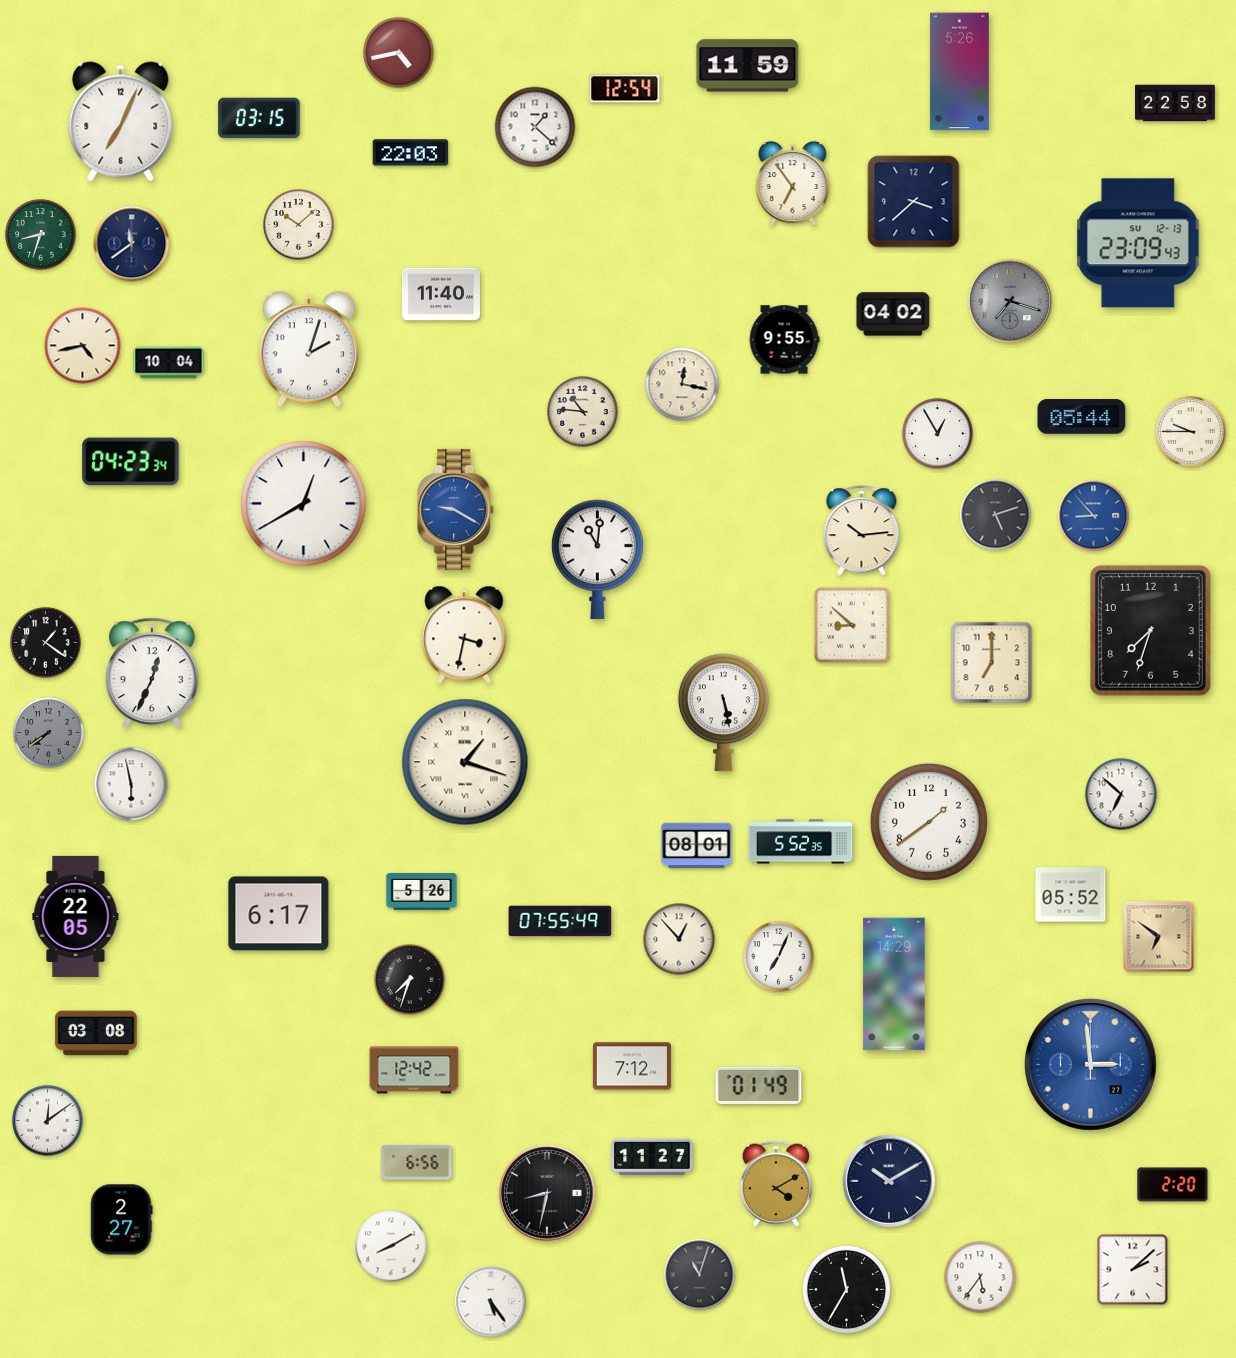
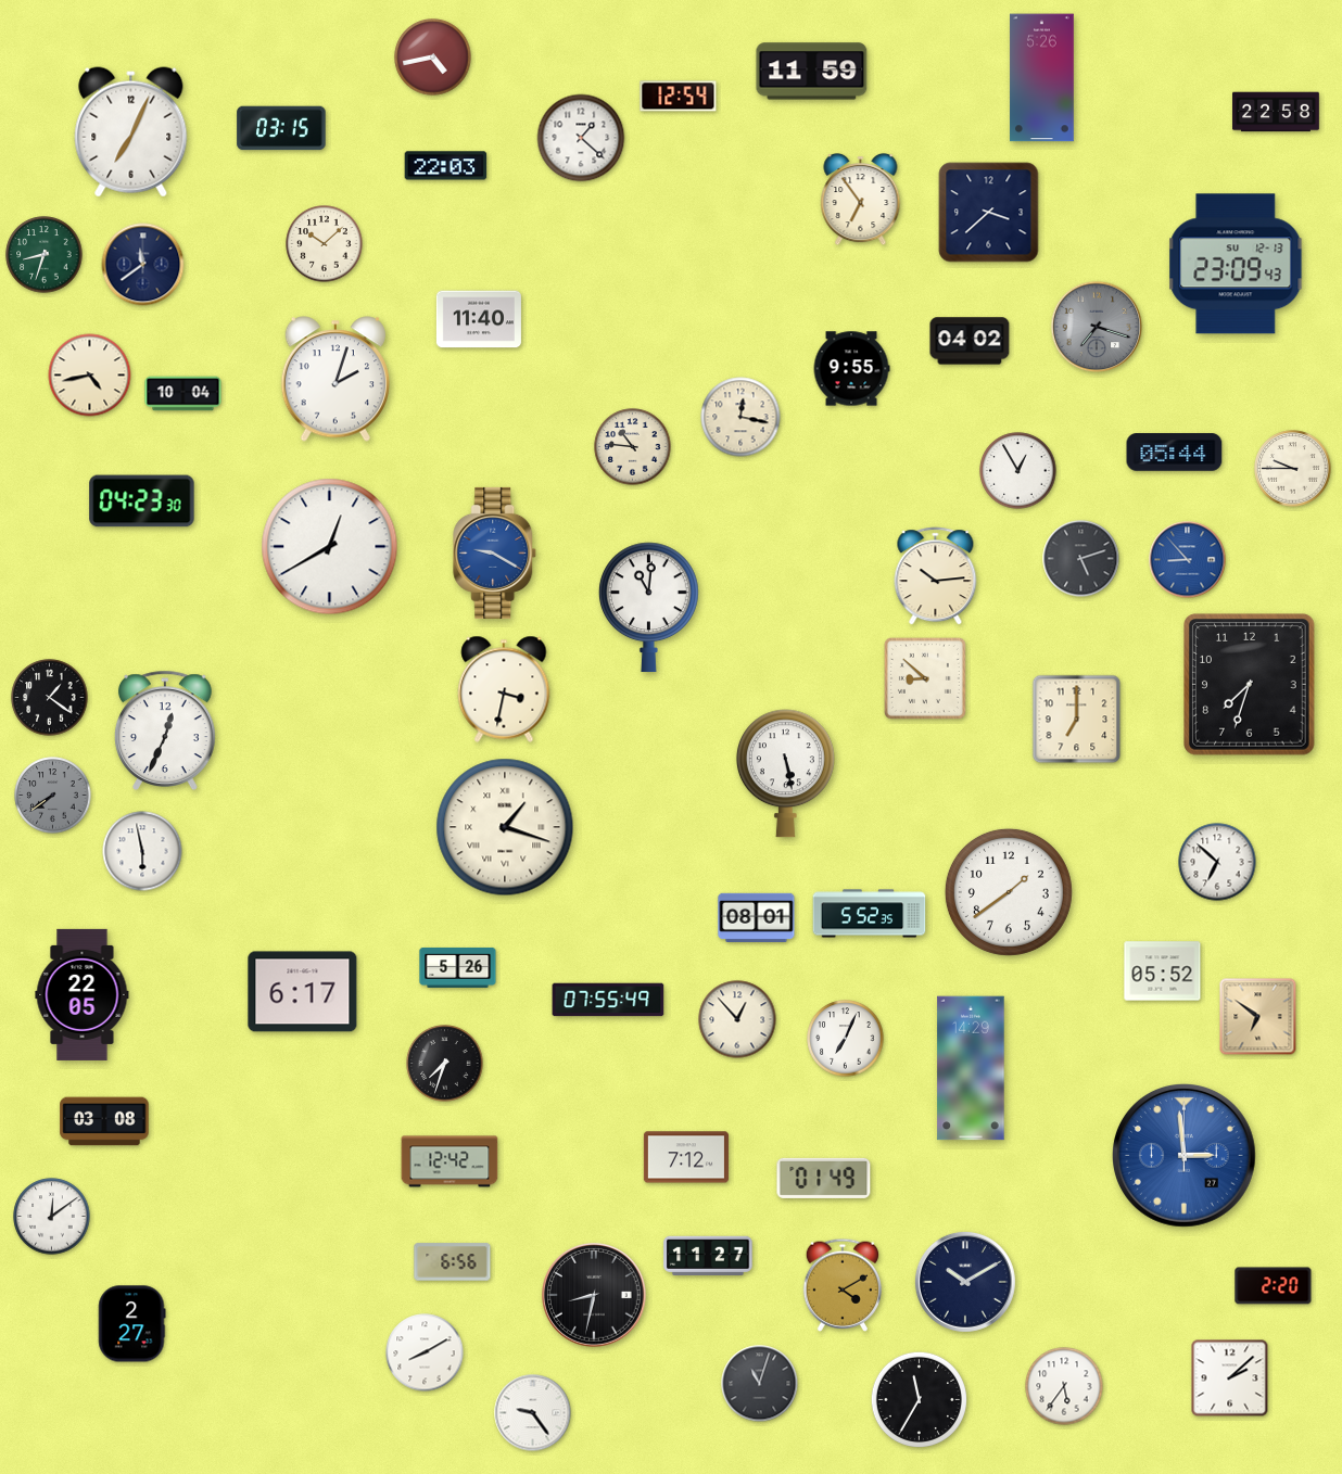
clock at (914, 202) position: (914, 202) -> (989, 213)
clock at (131, 462): 04:23:34 -> 04:23:30
clock at (491, 1302): 5:24 -> 9:24
